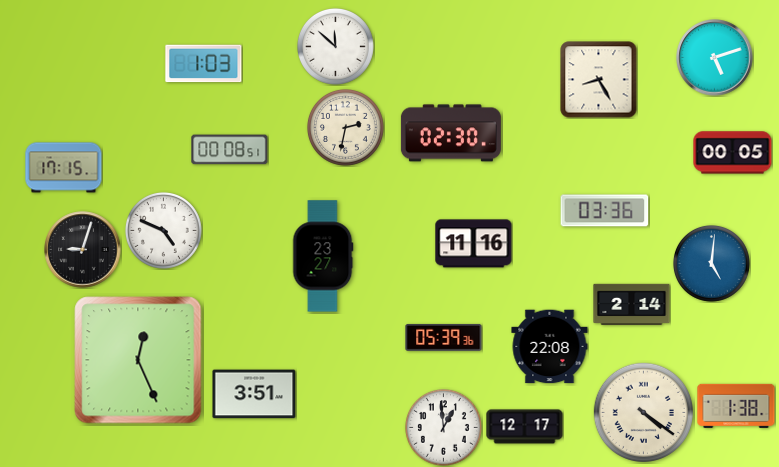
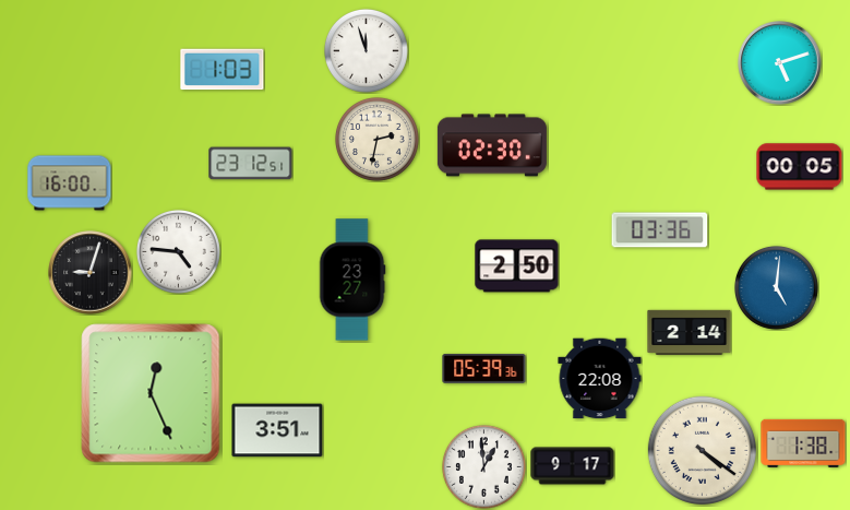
clock at (335, 46): 11:52 -> 11:57
clock at (599, 80): 8:25 -> none
clock at (230, 150): 00:08 -> 23:12
clock at (64, 168): 17:15 -> 16:00
clock at (163, 230): 4:49 -> 4:46
clock at (474, 244): 11:16 -> 2:50
clock at (525, 427): 12:17 -> 9:17
